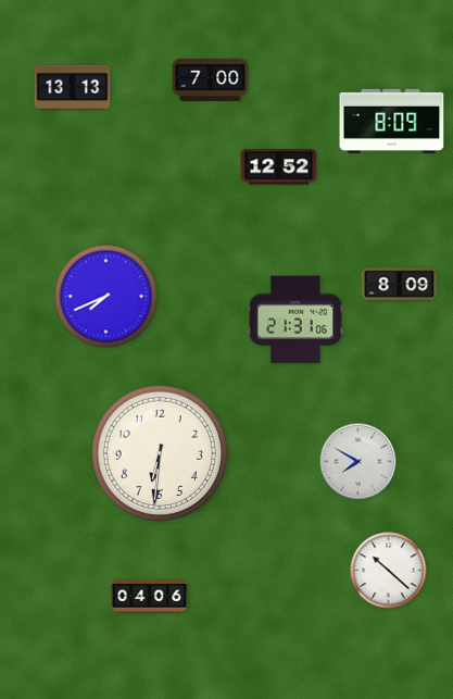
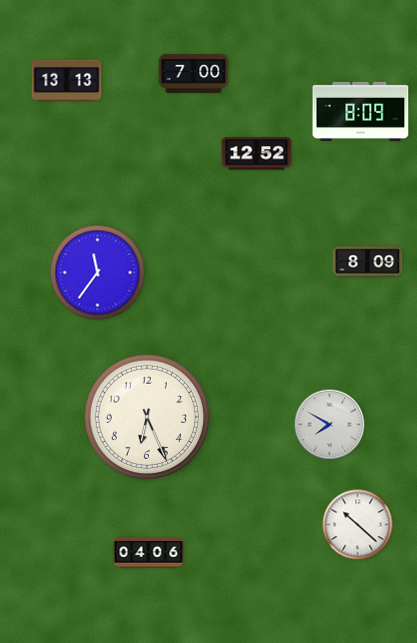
clock at (106, 297): 7:41 -> 11:36
clock at (295, 320): 21:31 -> none
clock at (160, 453): 6:31 -> 6:26
clock at (150, 597) position: (150, 597) -> (149, 553)
